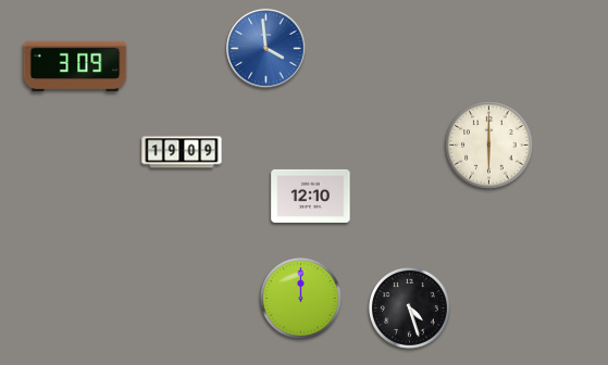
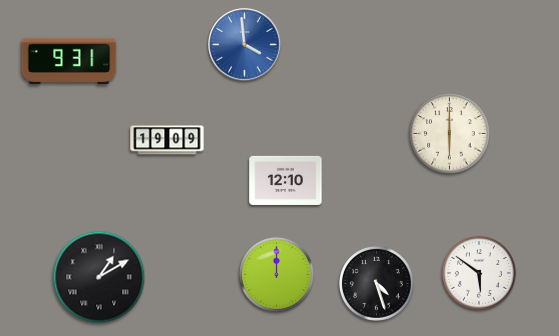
clock at (75, 66): 3:09 -> 9:31
clock at (479, 273): none -> 5:51
clock at (99, 277): none -> 1:10
